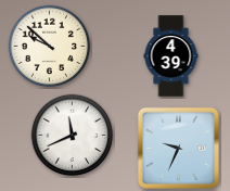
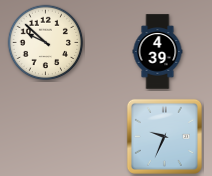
clock at (73, 136): 11:41 -> none
